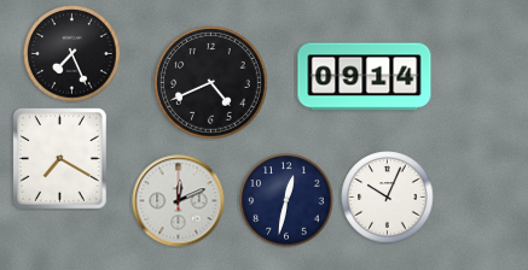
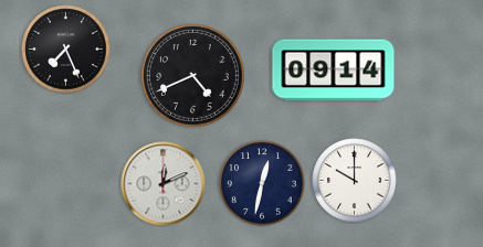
clock at (60, 159): 7:20 -> none
clock at (388, 198): 10:04 -> 10:00
